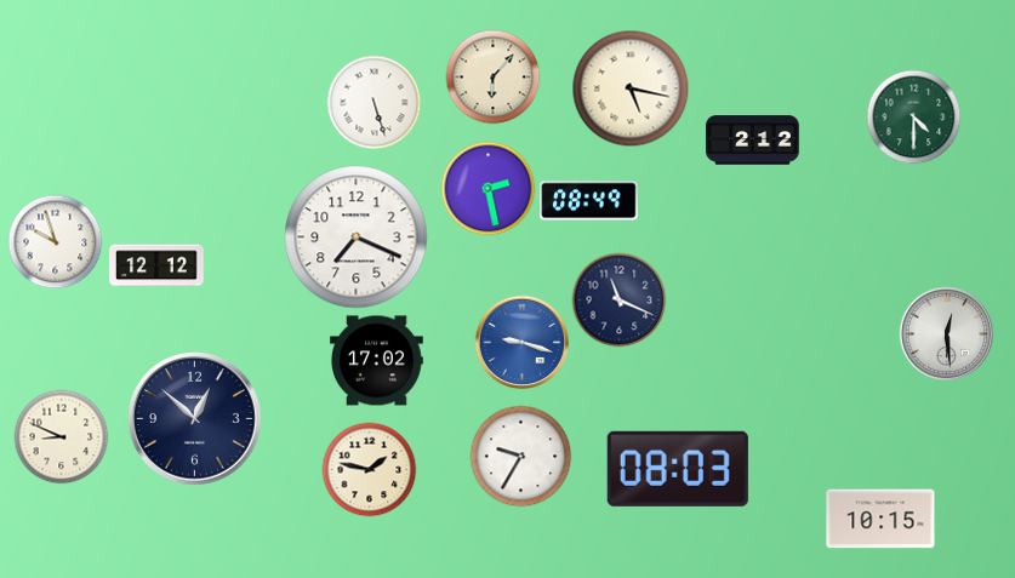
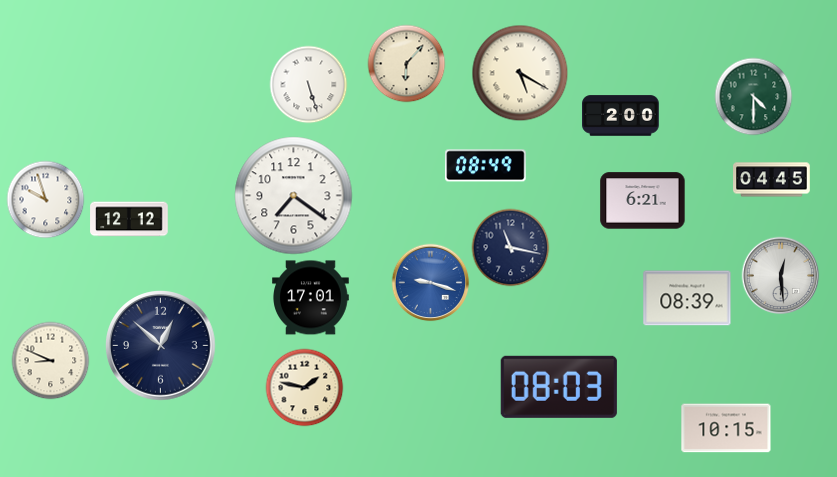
clock at (631, 88): 5:17 -> 5:20
clock at (753, 141): 2:12 -> 2:00
clock at (487, 188): 2:28 -> none
clock at (772, 180): none -> 04:45
clock at (357, 238): 7:19 -> 7:21
clock at (643, 201): none -> 6:21
clock at (618, 299): 11:19 -> 11:17
clock at (377, 361): 17:02 -> 17:01
clock at (687, 298): none -> 08:39
clock at (520, 456): 9:35 -> none
